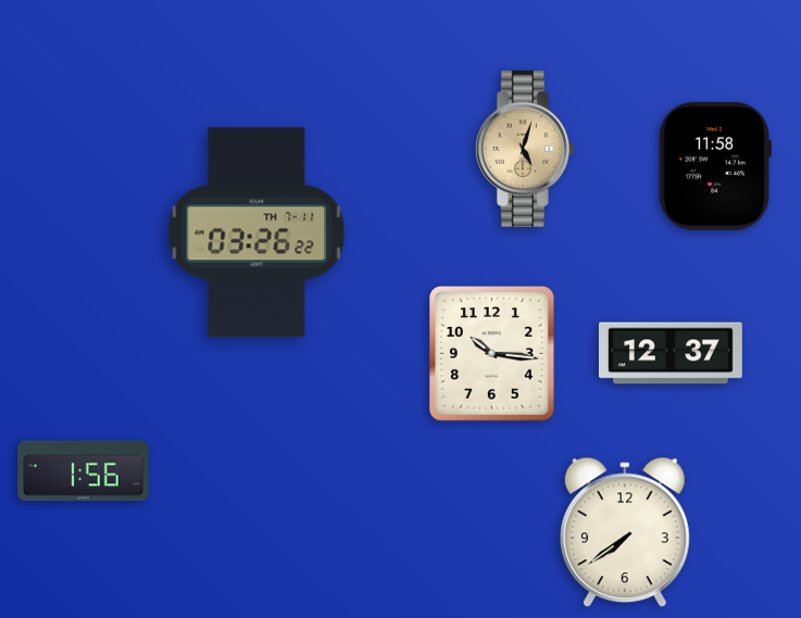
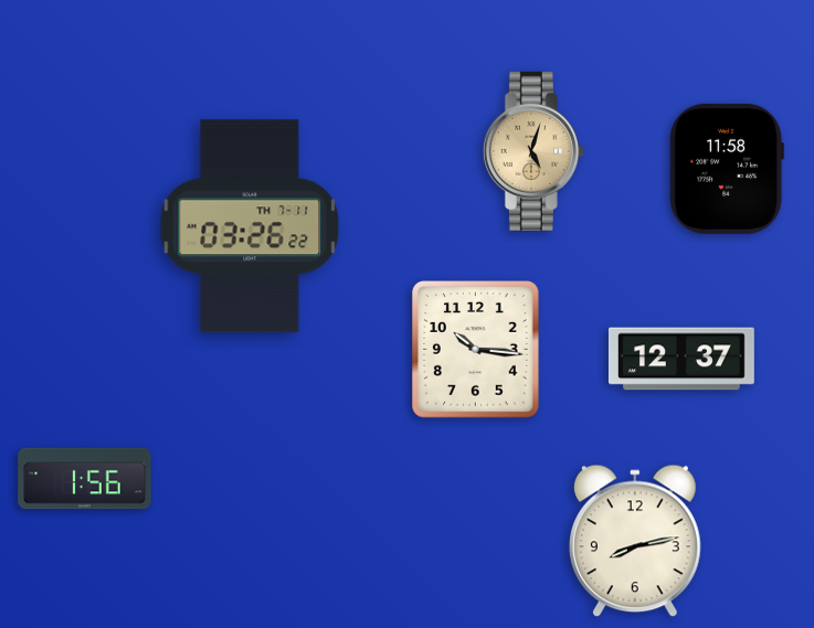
clock at (256, 232) position: (256, 232) -> (250, 226)
clock at (492, 354) position: (492, 354) -> (476, 350)
clock at (626, 532): 7:39 -> 8:13
